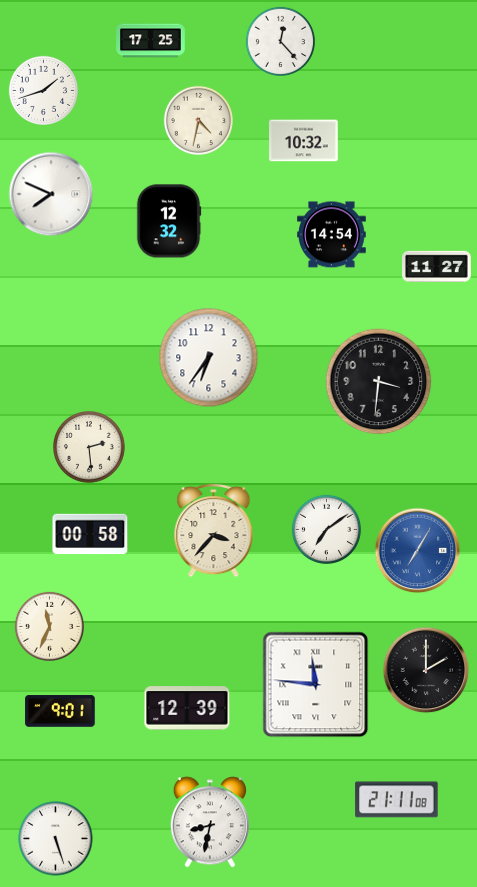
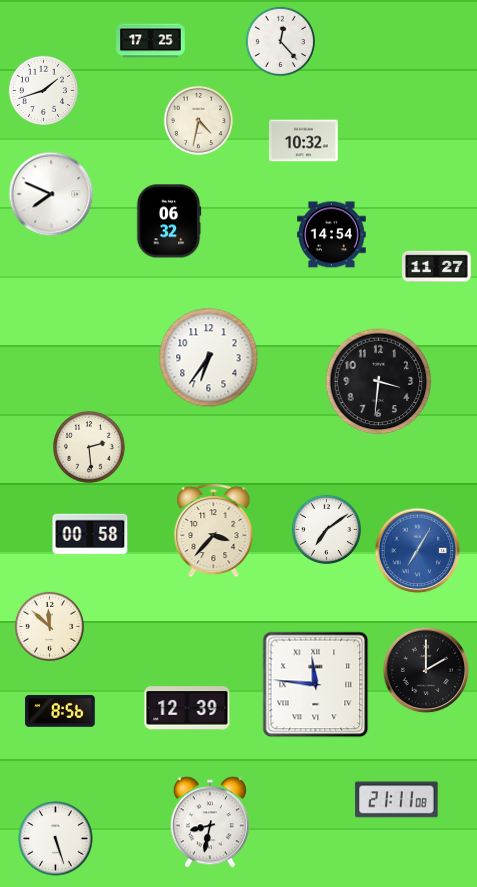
clock at (169, 221): 12:32 -> 06:32
clock at (49, 626): 11:34 -> 11:52
clock at (60, 711): 9:01 -> 8:56
